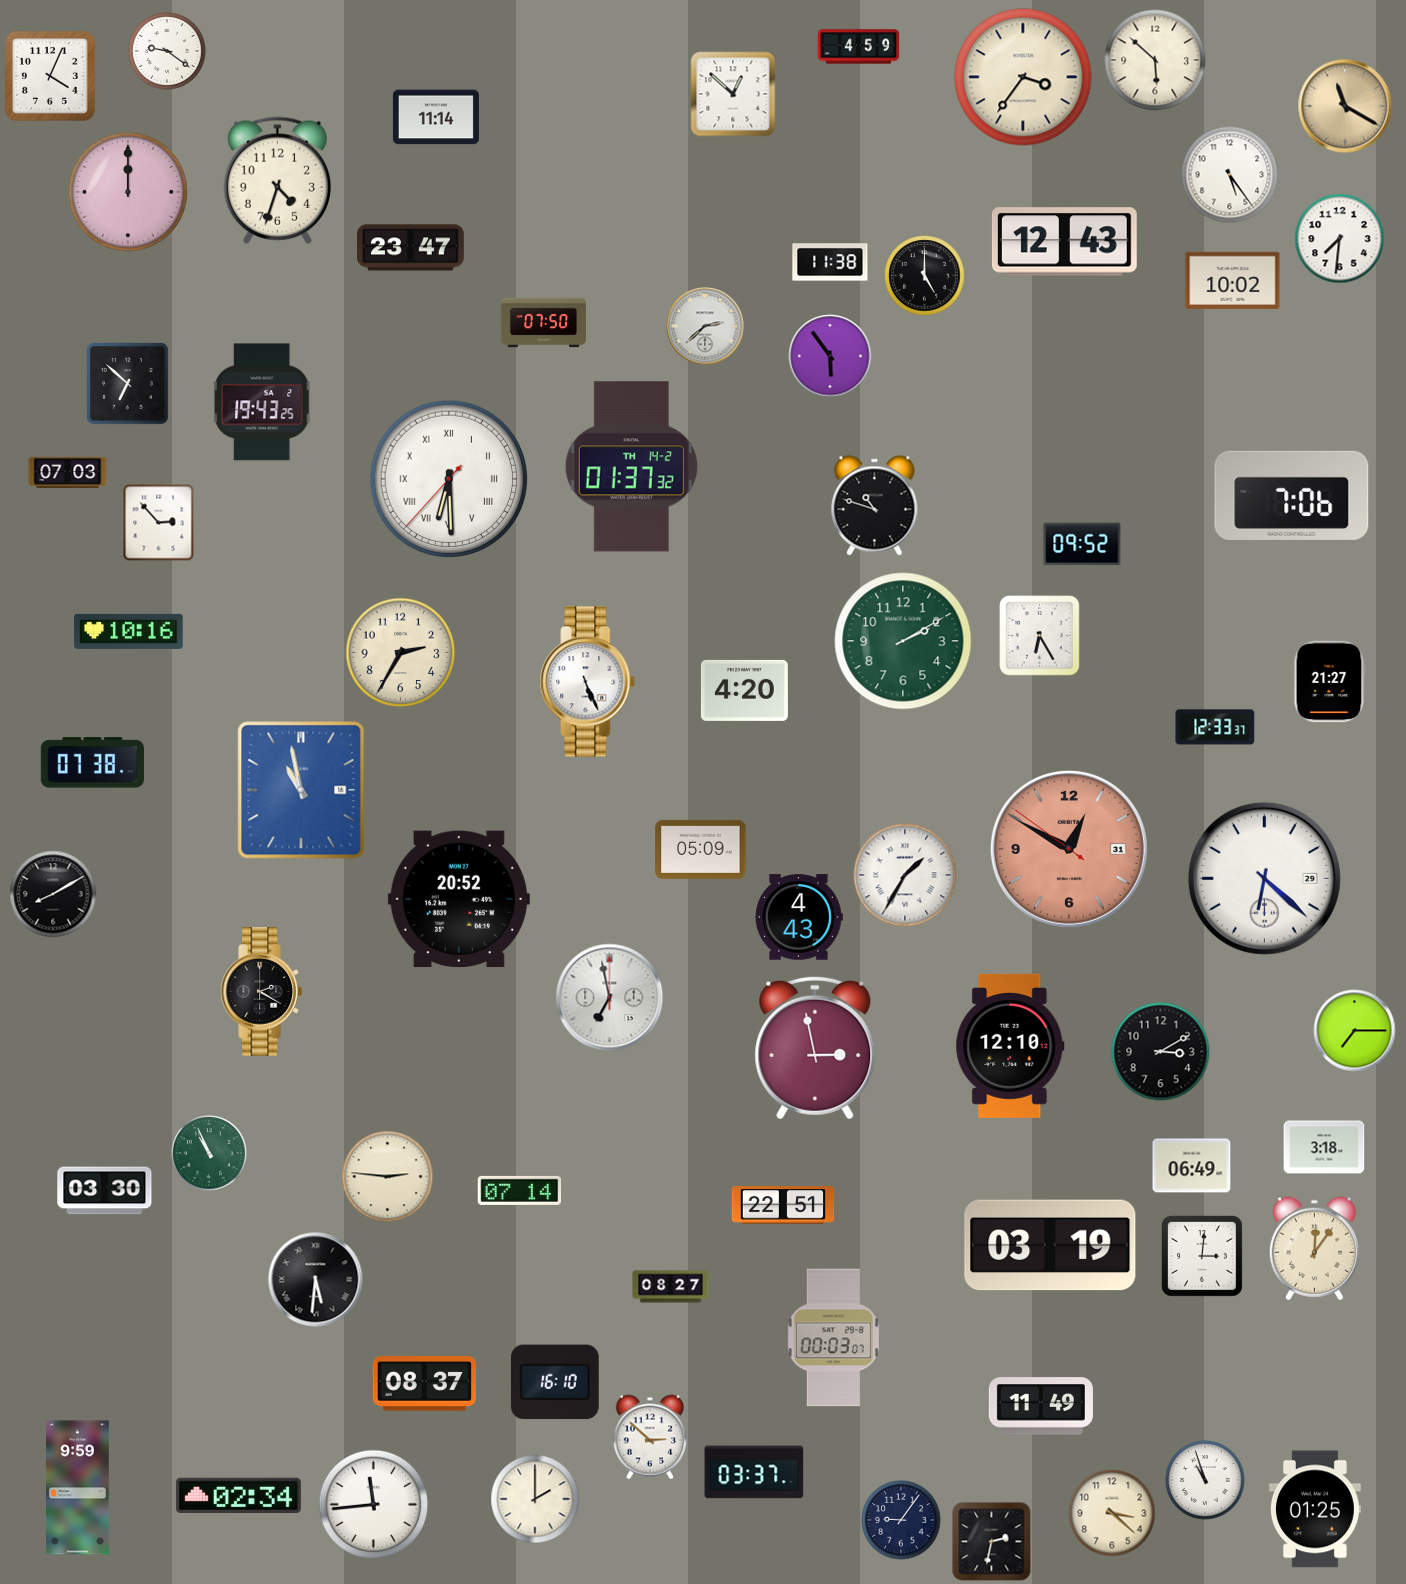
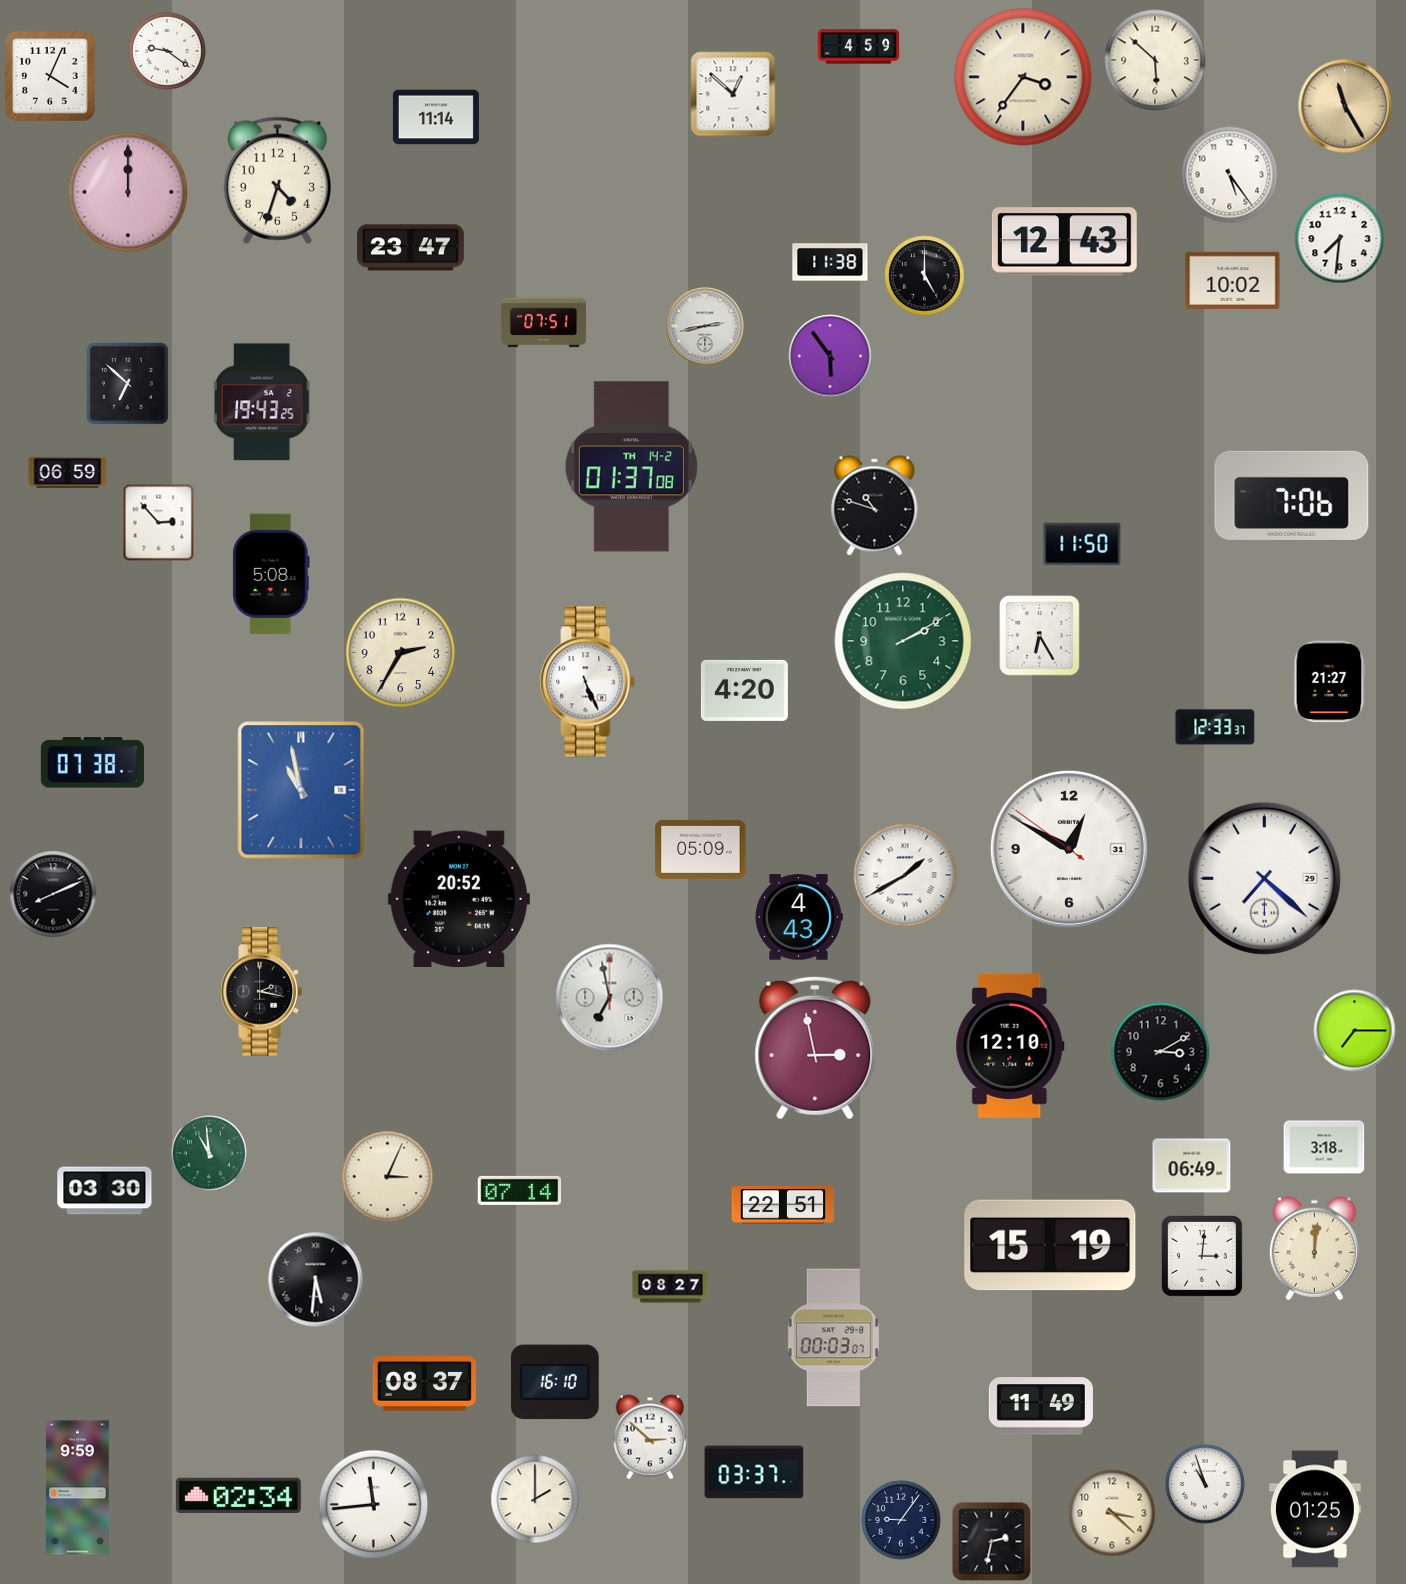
clock at (1345, 106): 11:20 -> 11:25
clock at (543, 323): 07:50 -> 07:51
clock at (705, 326): 2:38 -> 2:43
clock at (631, 467): 01:37:32 -> 01:37:08
clock at (68, 472): 07:03 -> 06:59
clock at (448, 478): 6:29 -> none
clock at (1082, 544): 09:52 -> 11:50
clock at (271, 574): none -> 5:08
clock at (129, 631): 10:16 -> none
clock at (1069, 849) dial: salmon -> white
clock at (905, 875): 1:35 -> 1:40
clock at (1264, 878): 6:22 -> 7:22
clock at (53, 894): 8:10 -> 8:11
clock at (261, 992): 2:20 -> 2:17
clock at (209, 1154): 10:56 -> 10:59
clock at (388, 1177): 2:46 -> 3:04
clock at (1050, 1245): 03:19 -> 15:19
clock at (1314, 1249): 12:06 -> 12:01
clock at (1205, 1480) position: (1205, 1480) -> (1205, 1484)
